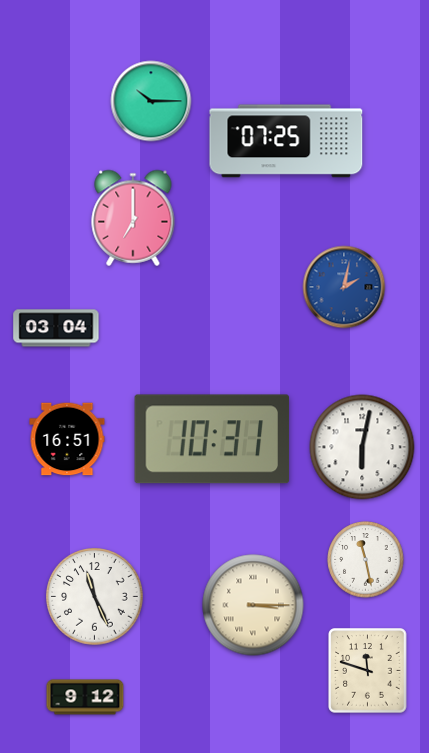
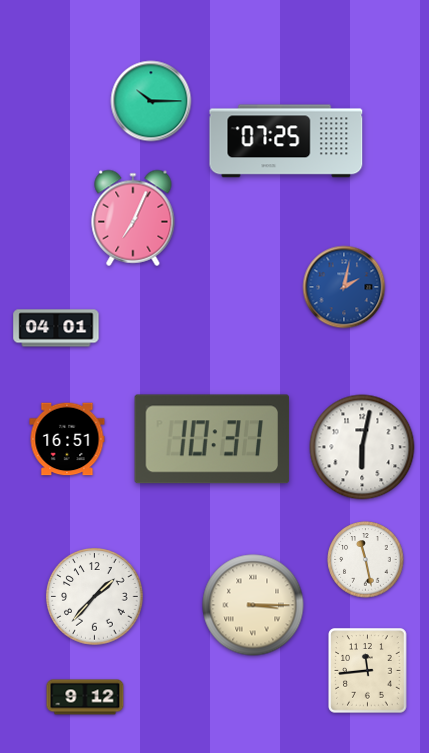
clock at (133, 218): 7:00 -> 7:04
clock at (56, 328): 03:04 -> 04:01
clock at (95, 597): 11:26 -> 1:37
clock at (368, 671): 11:48 -> 11:44
